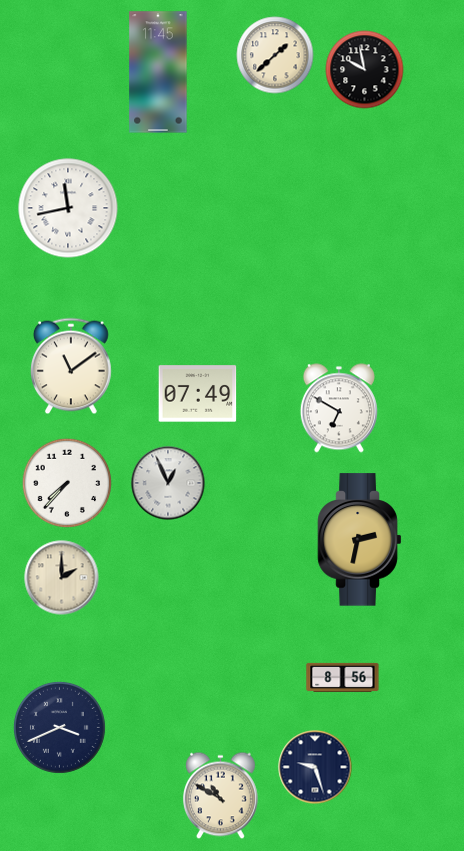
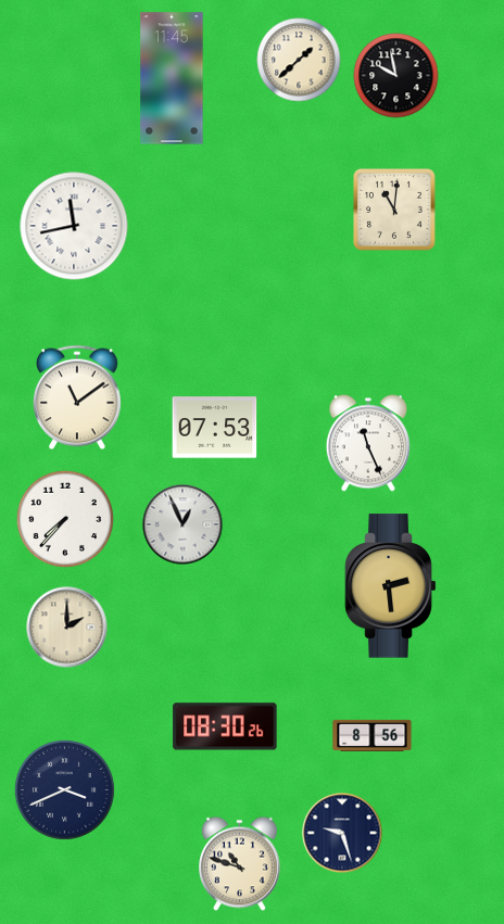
clock at (394, 210): none -> 11:01
clock at (198, 394): 07:49 -> 07:53
clock at (339, 408): 6:50 -> 11:26
clock at (66, 482) position: (66, 482) -> (64, 518)
clock at (360, 540): 2:32 -> 2:29
clock at (225, 726): none -> 08:30
clock at (221, 796): 10:50 -> 10:48
